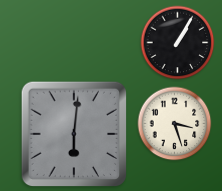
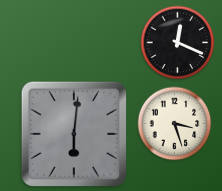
clock at (178, 43): 1:05 -> 12:19
